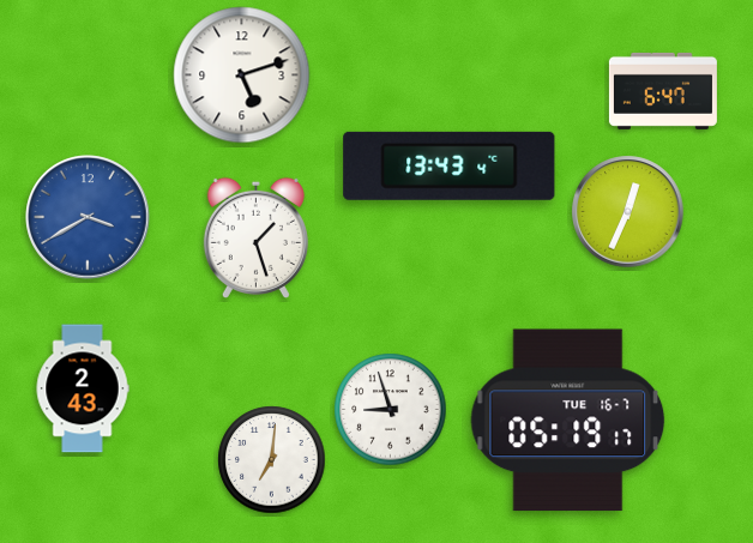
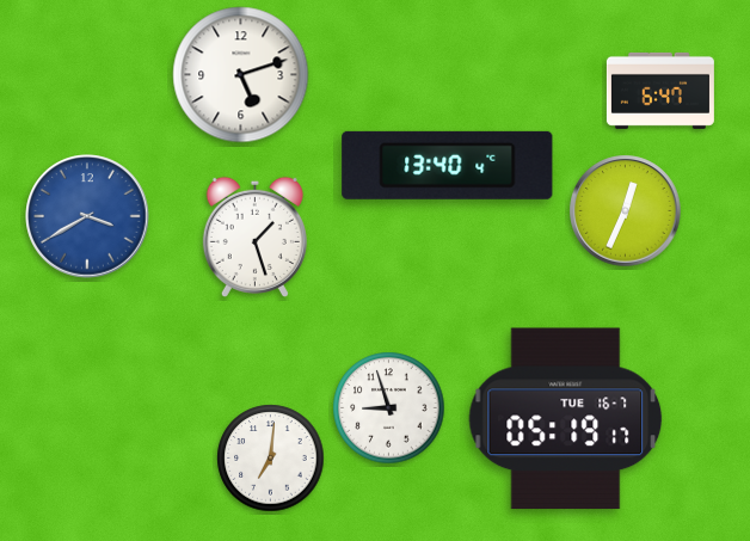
clock at (450, 165): 13:43 -> 13:40
clock at (83, 388): 2:43 -> none
